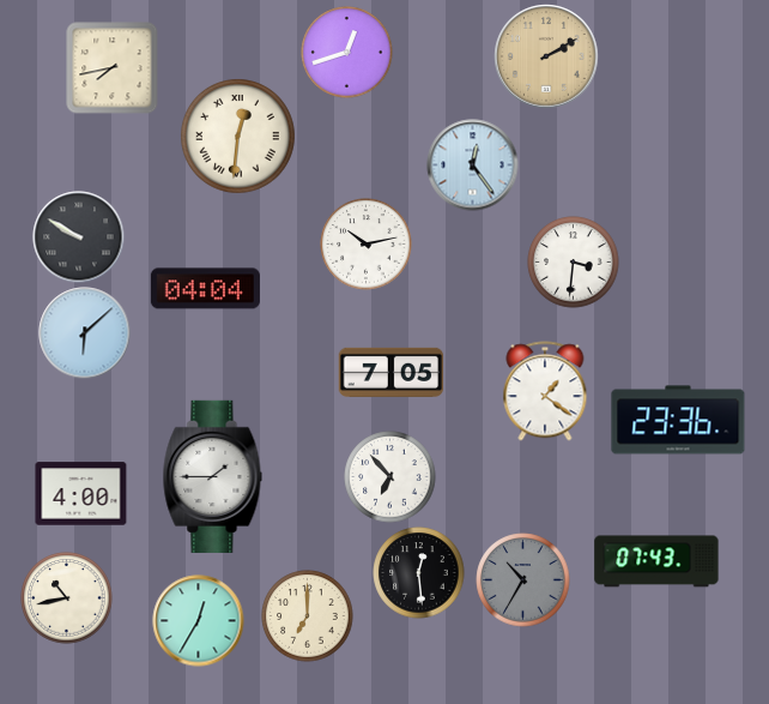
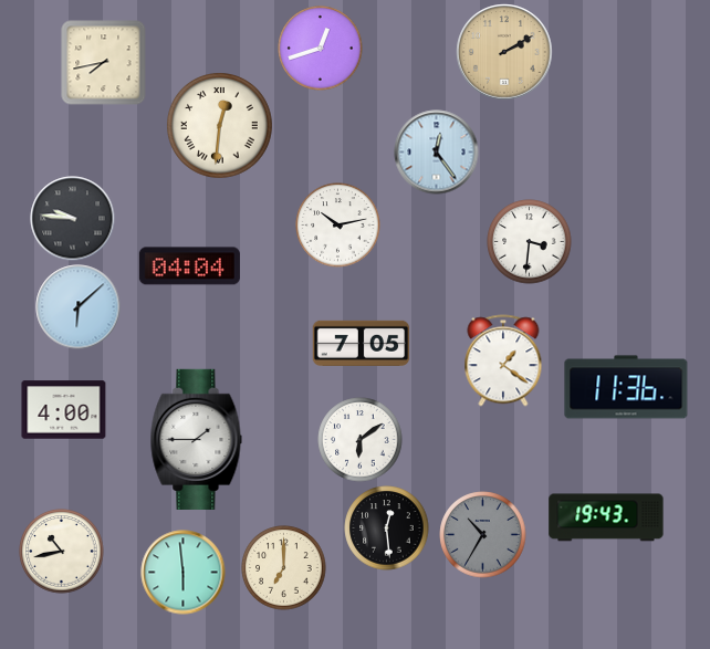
clock at (79, 237): 9:50 -> 9:46
clock at (678, 420): 23:36 -> 11:36
clock at (390, 477): 6:53 -> 6:09
clock at (81, 494) position: (81, 494) -> (64, 410)
clock at (656, 561): 07:43 -> 19:43
clock at (199, 621): 12:35 -> 5:59
